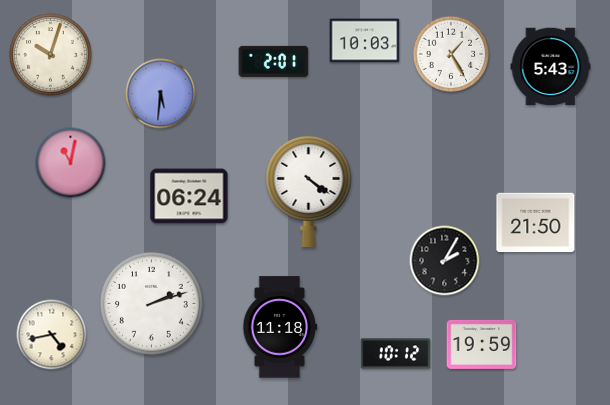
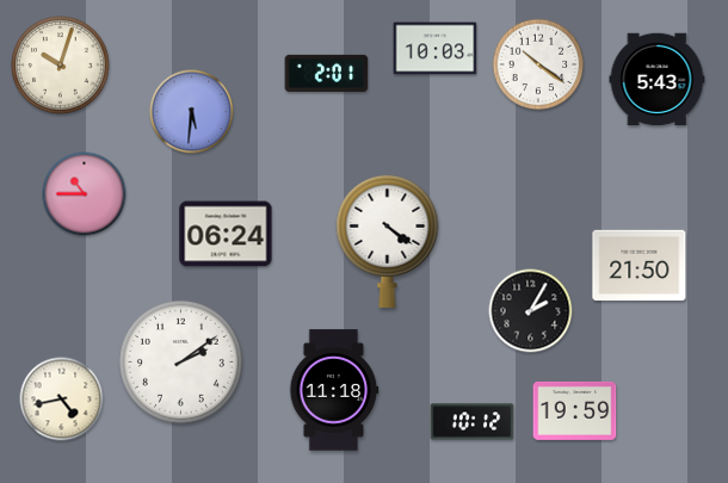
clock at (451, 54): 1:25 -> 10:21
clock at (71, 163): 11:02 -> 10:45
clock at (309, 191) position: (309, 191) -> (388, 241)
clock at (151, 303): 2:12 -> 2:09
